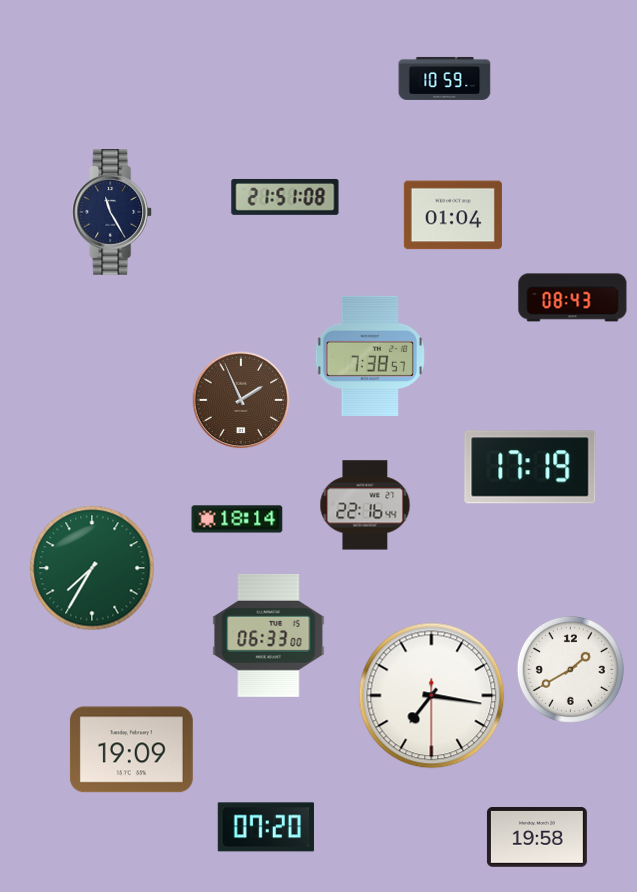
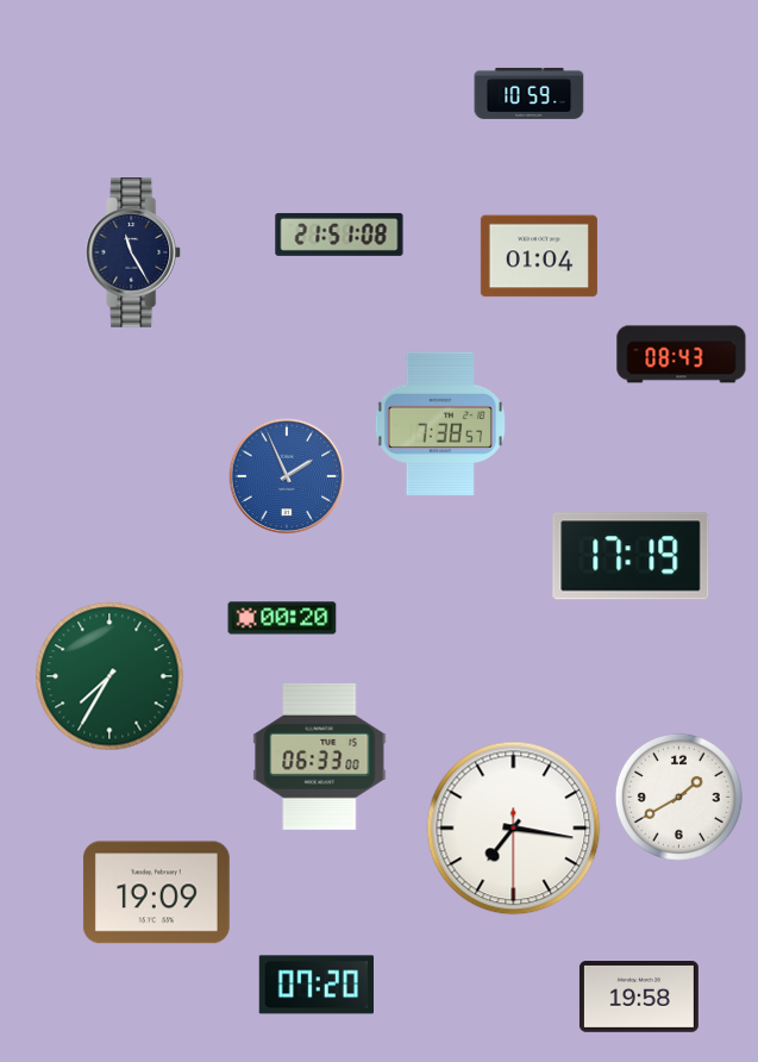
clock at (241, 400) dial: brown -> blue
clock at (365, 505): 22:16 -> none
clock at (237, 519): 18:14 -> 00:20
